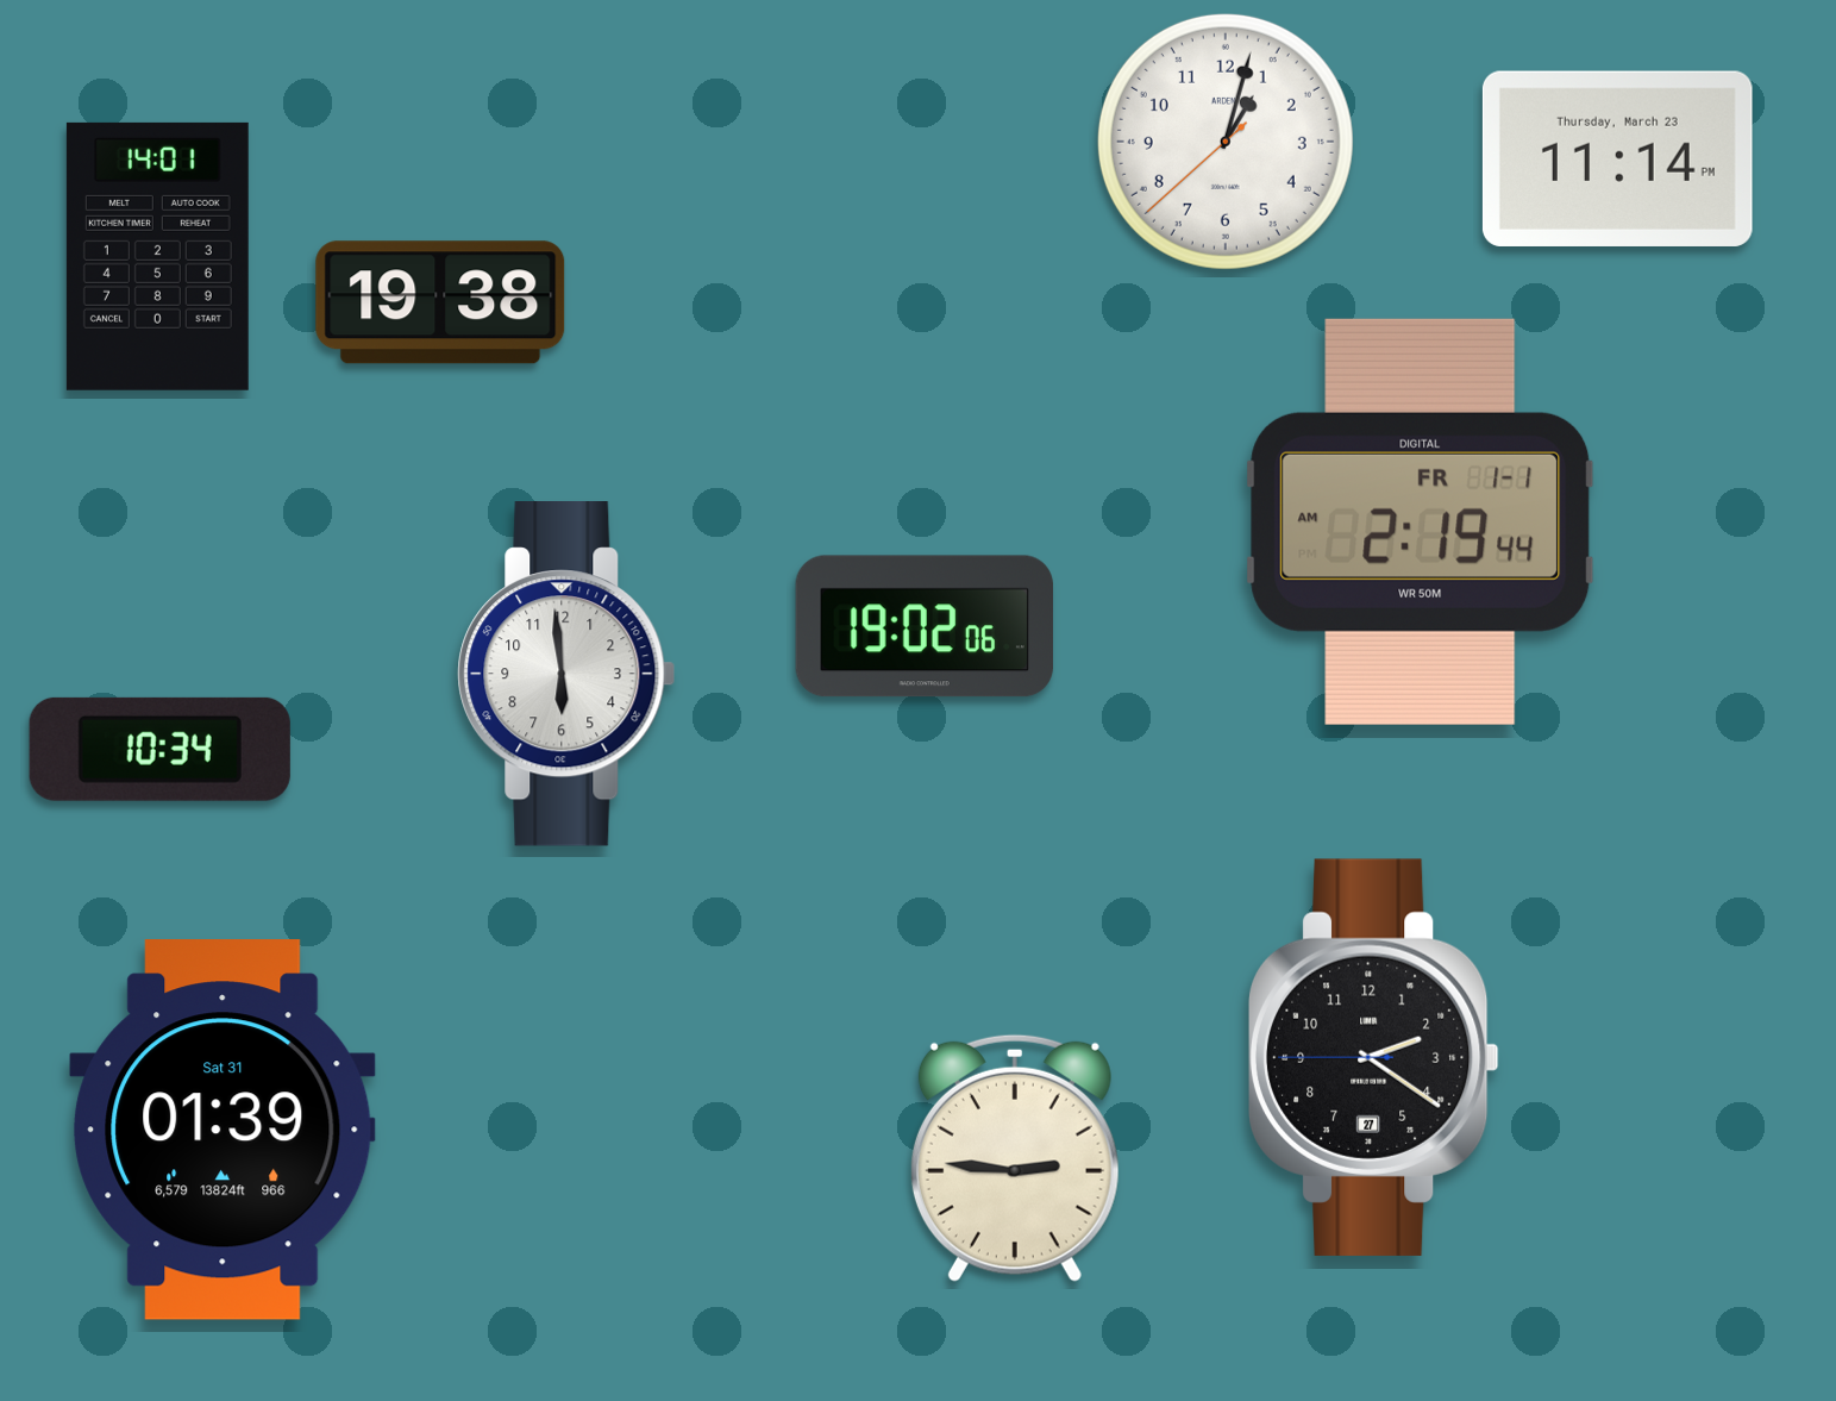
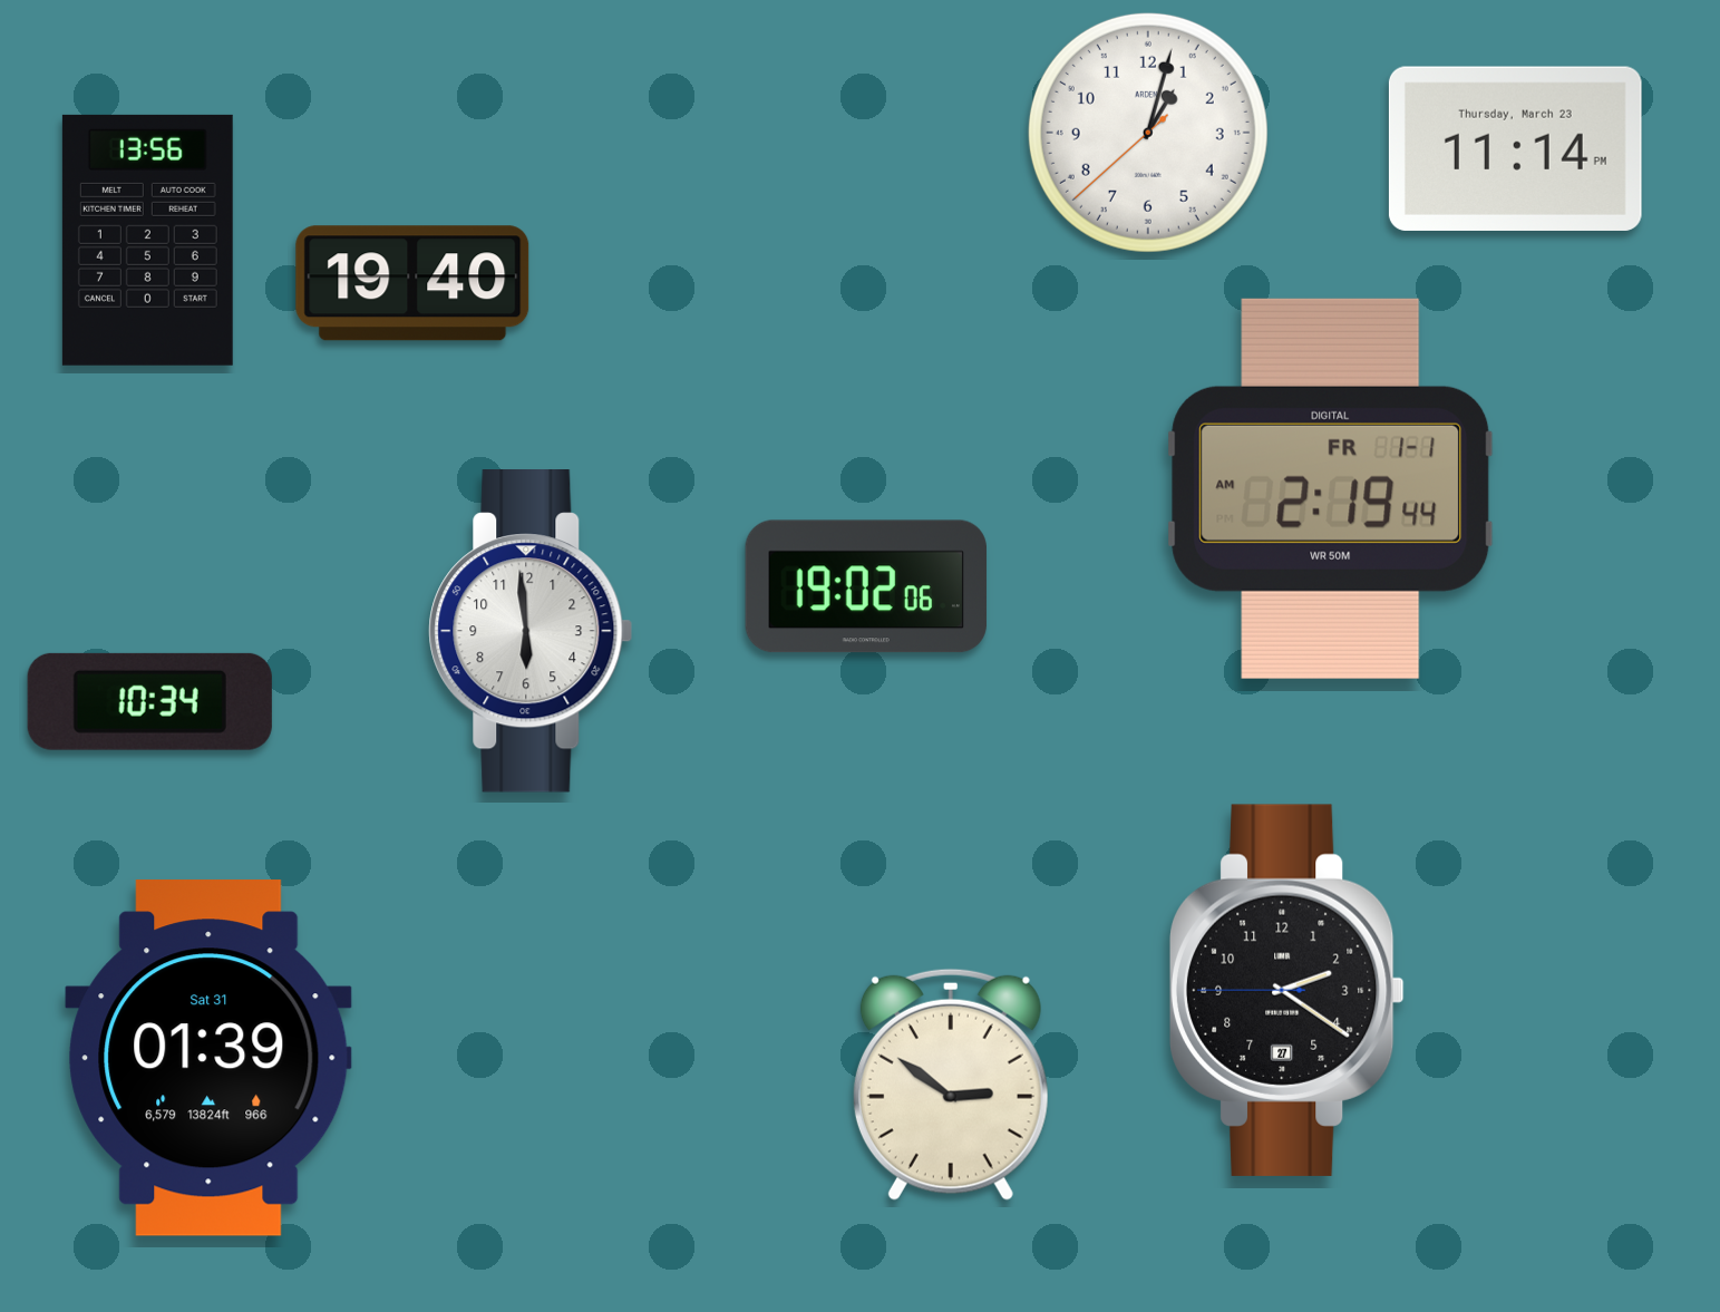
clock at (157, 256): 14:01 -> 13:56
clock at (440, 302): 19:38 -> 19:40
clock at (1015, 1158): 2:46 -> 2:51
